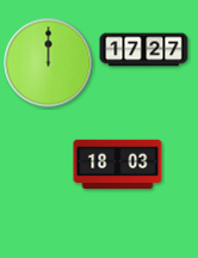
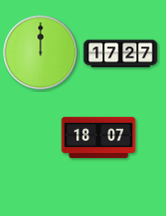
clock at (144, 50) position: (144, 50) -> (121, 54)
clock at (118, 165): 18:03 -> 18:07
